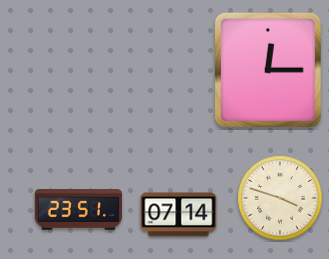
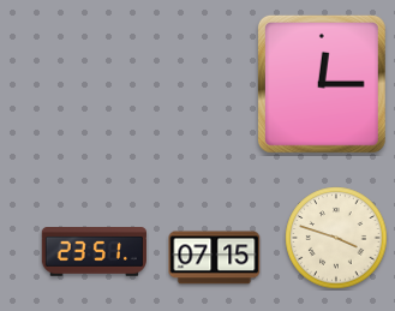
clock at (179, 215): 07:14 -> 07:15
